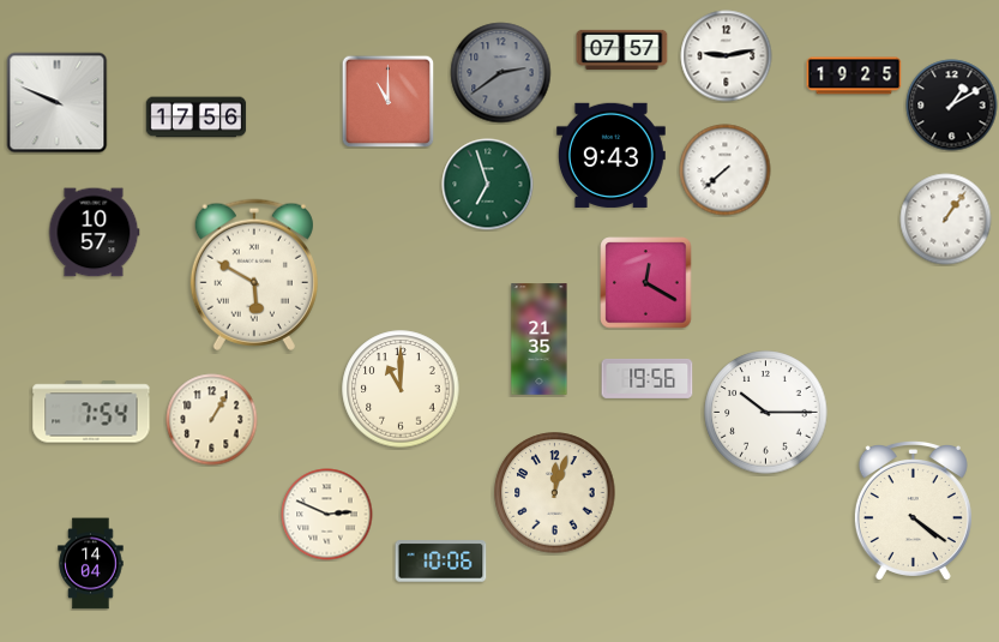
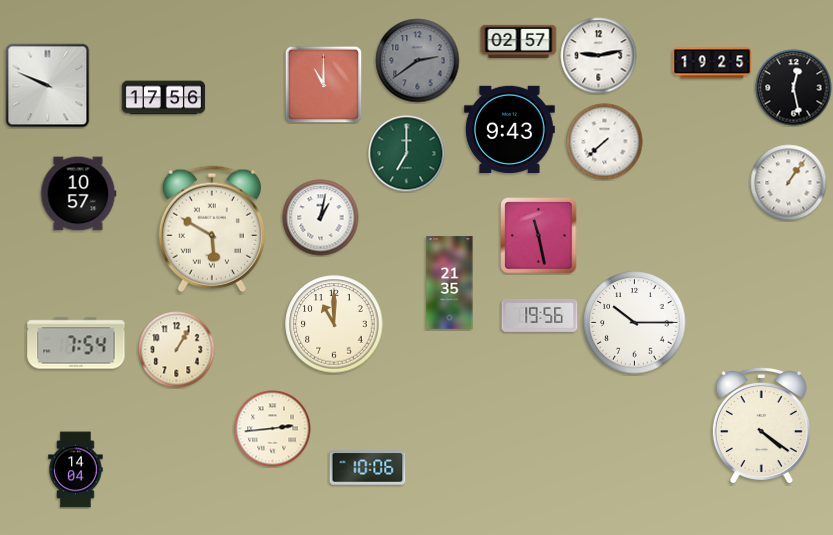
clock at (622, 49): 07:57 -> 02:57
clock at (727, 56) position: (727, 56) -> (599, 56)
clock at (952, 106): 1:10 -> 12:28
clock at (488, 185): 6:57 -> 7:00
clock at (321, 218): none -> 1:02
clock at (646, 283): 12:20 -> 11:28
clock at (766, 413) position: (766, 413) -> (635, 323)
clock at (555, 493): 12:03 -> none
clock at (327, 515): 2:49 -> 2:44
